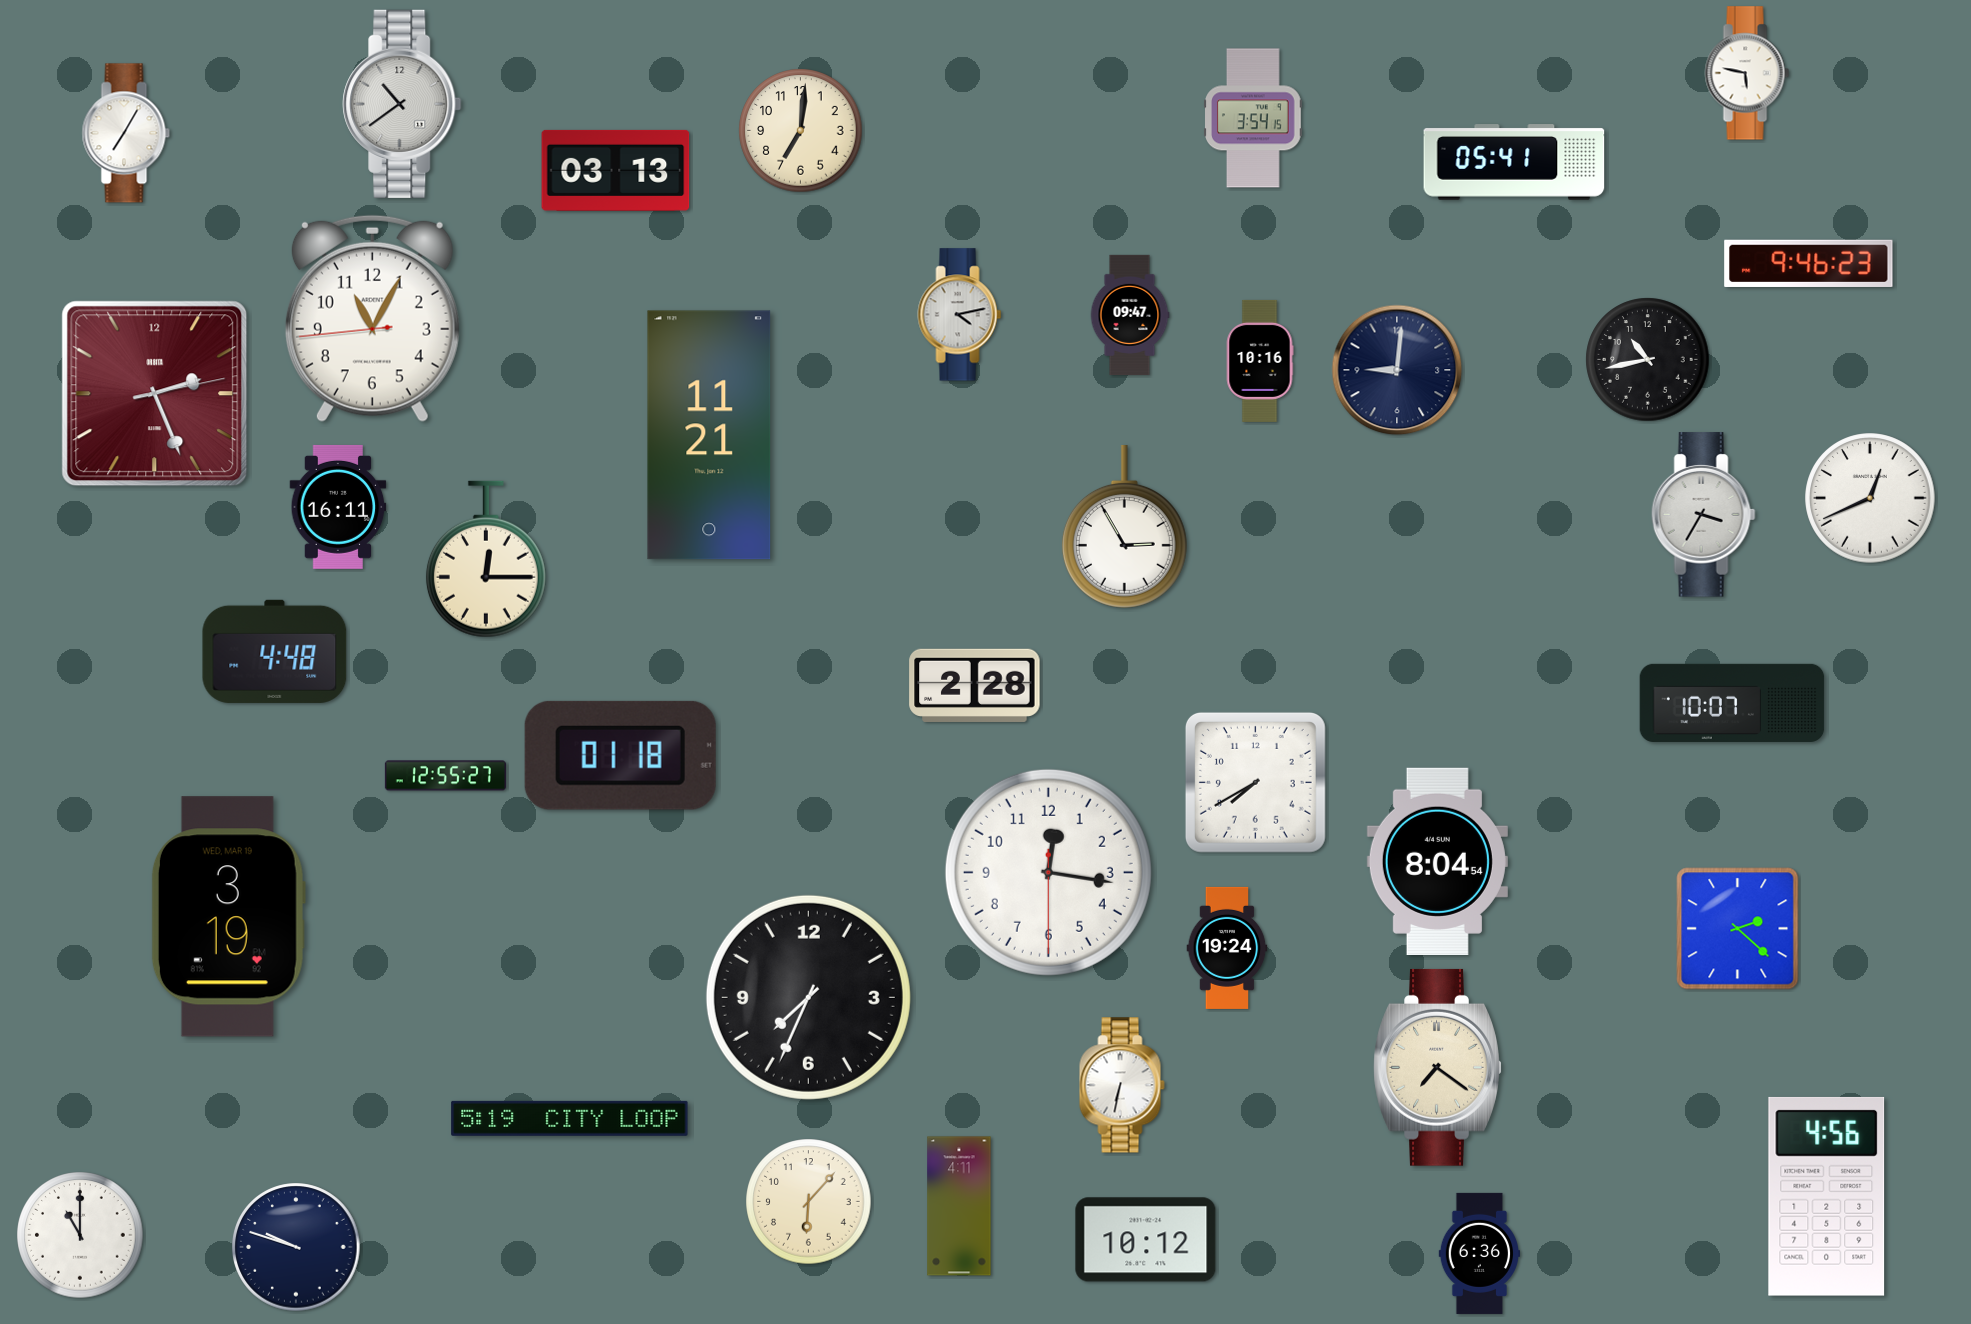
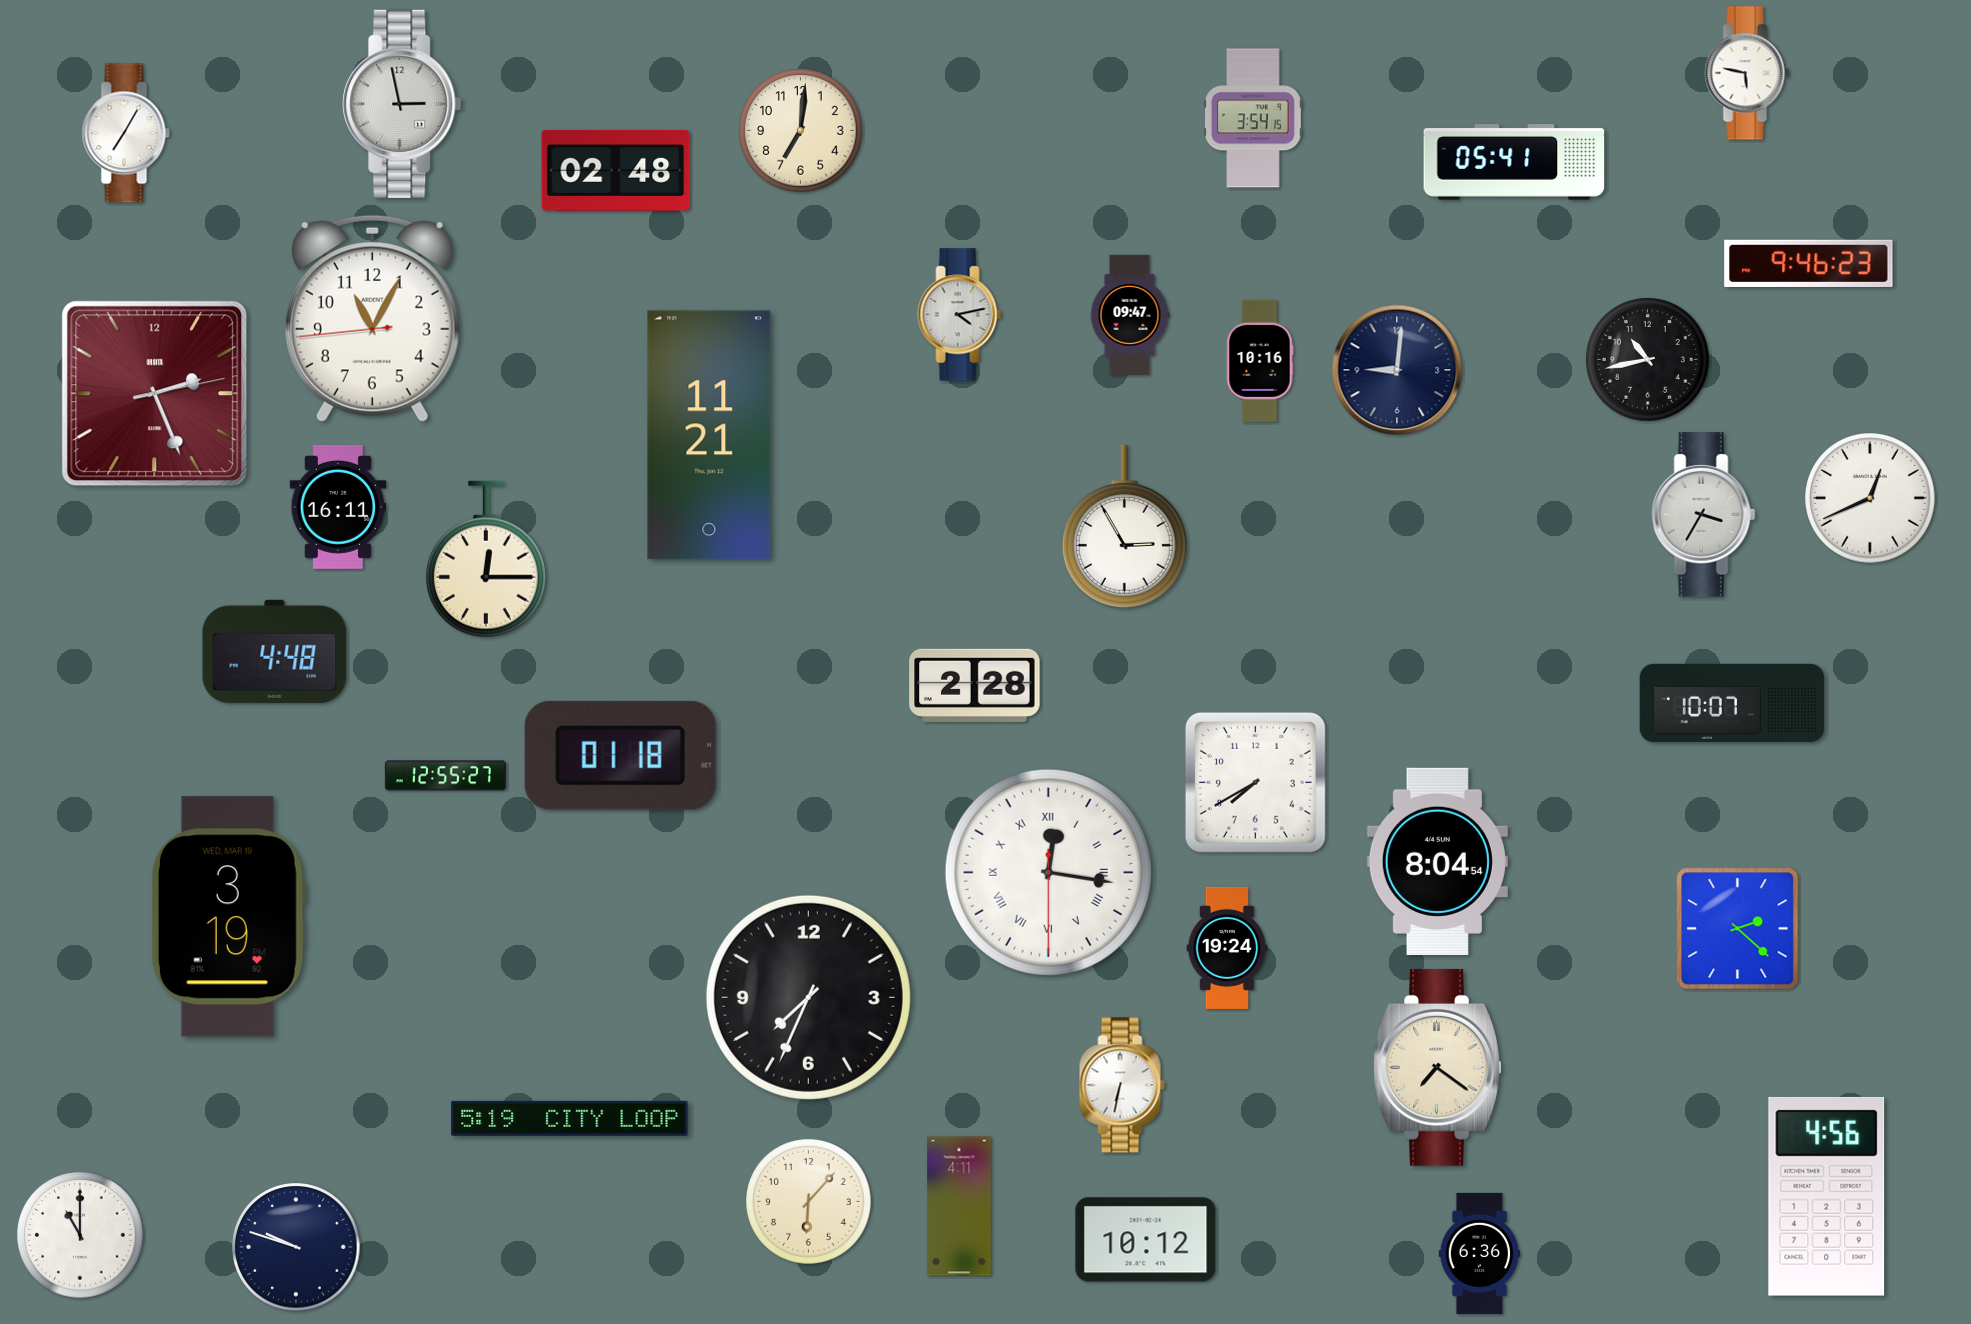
clock at (402, 104): 10:39 -> 2:58
clock at (616, 170): 03:13 -> 02:48
clock at (1048, 872) numerals: Arabic -> Roman
